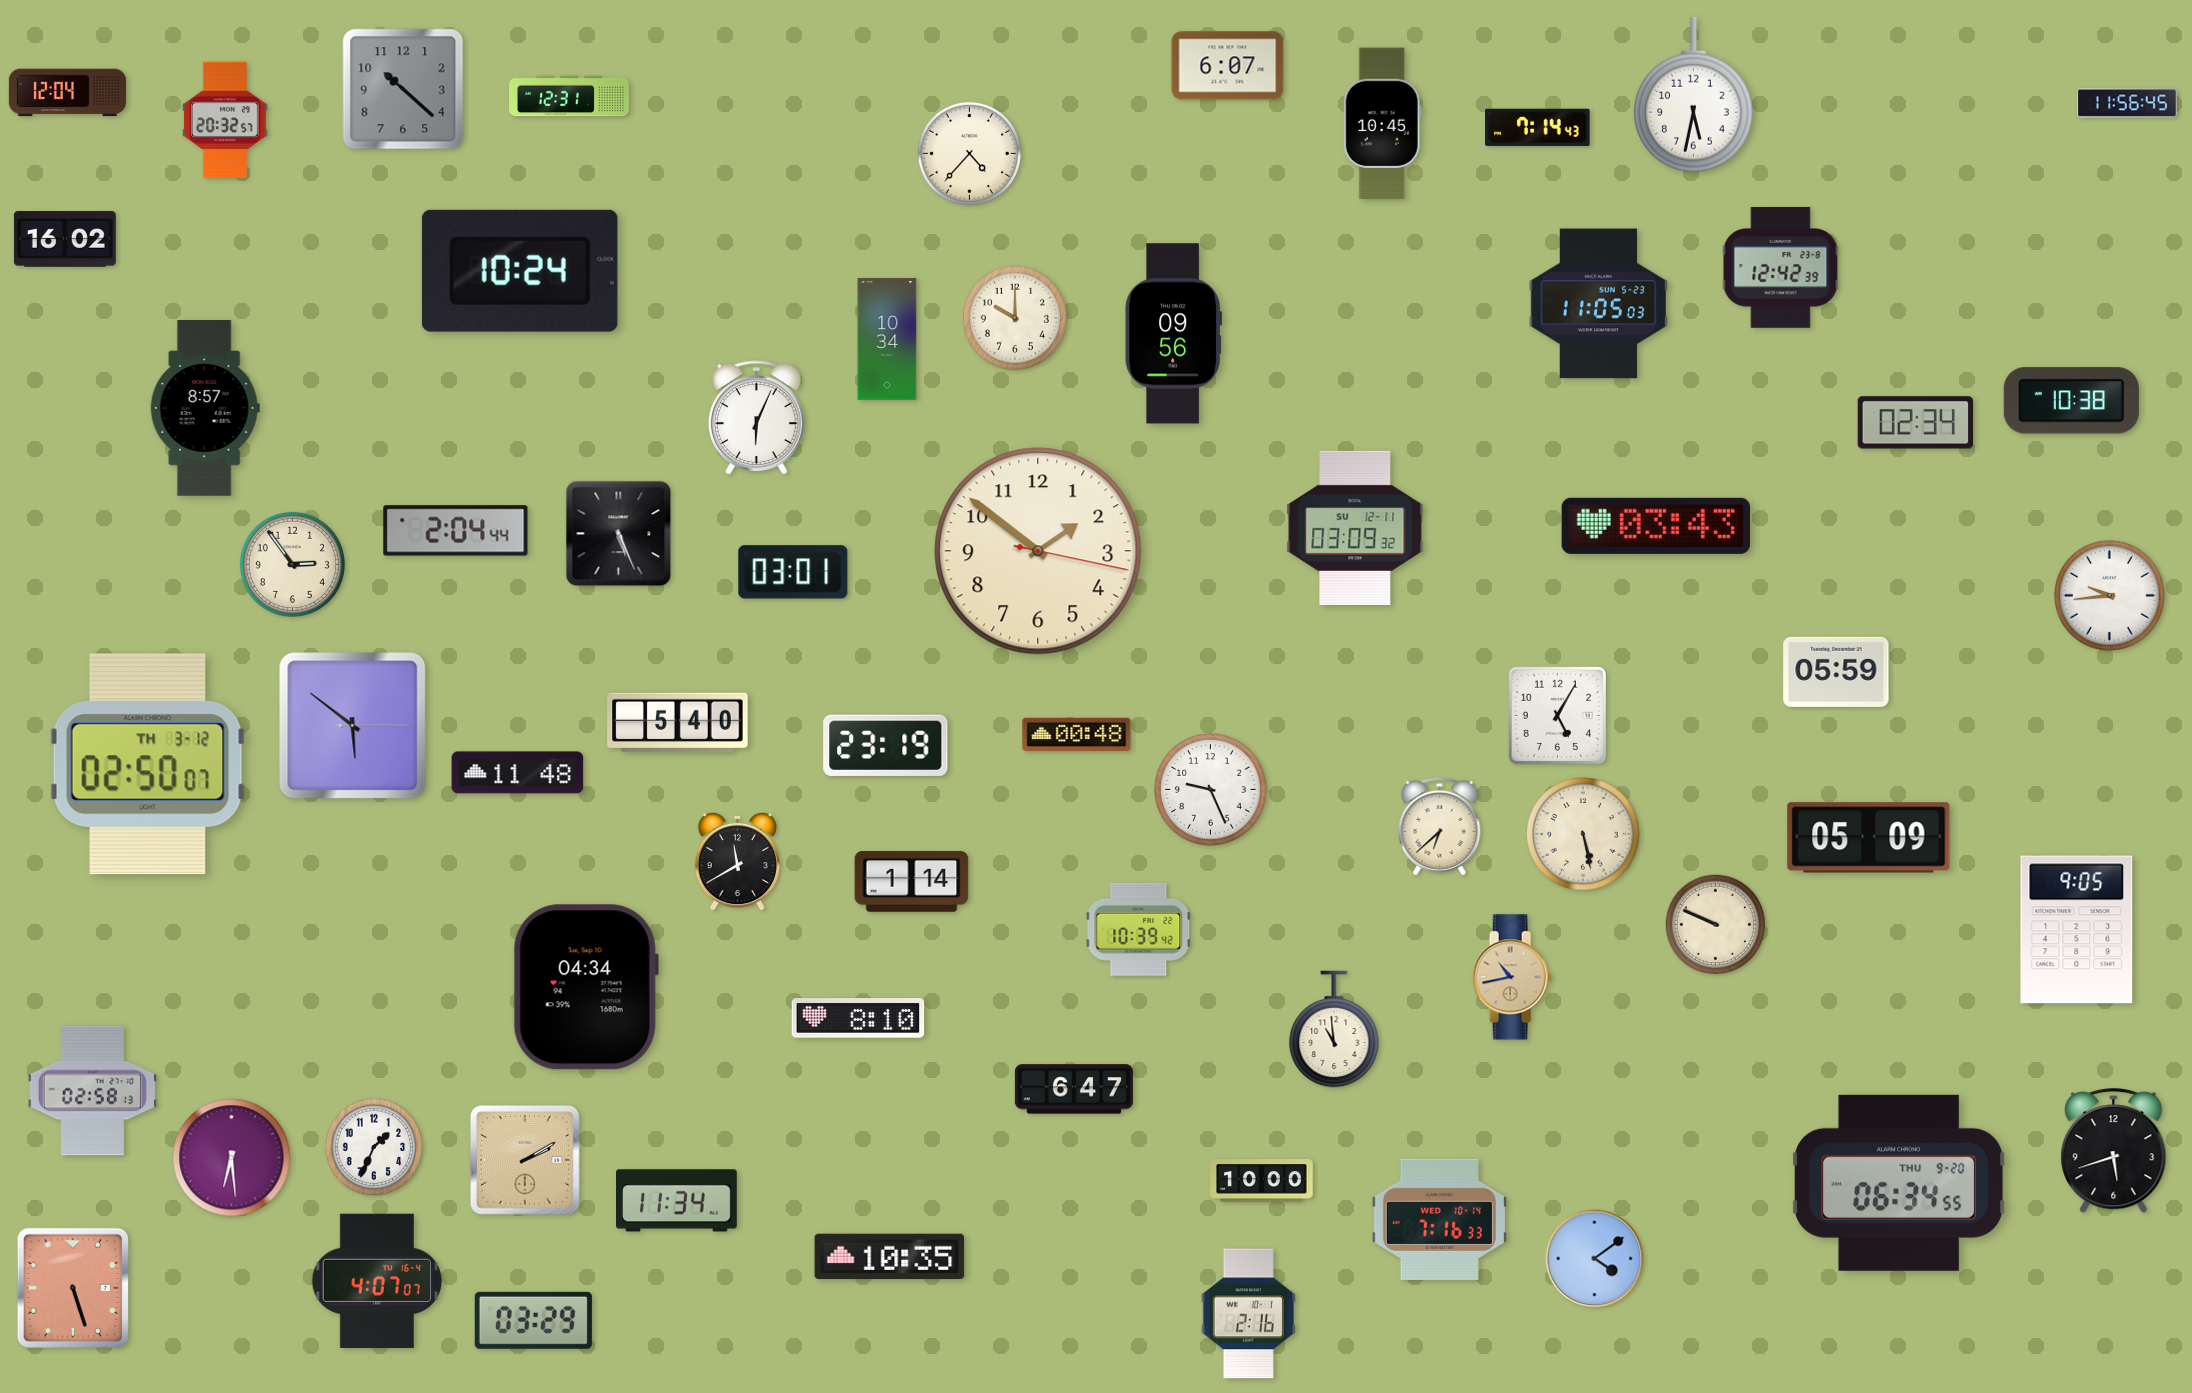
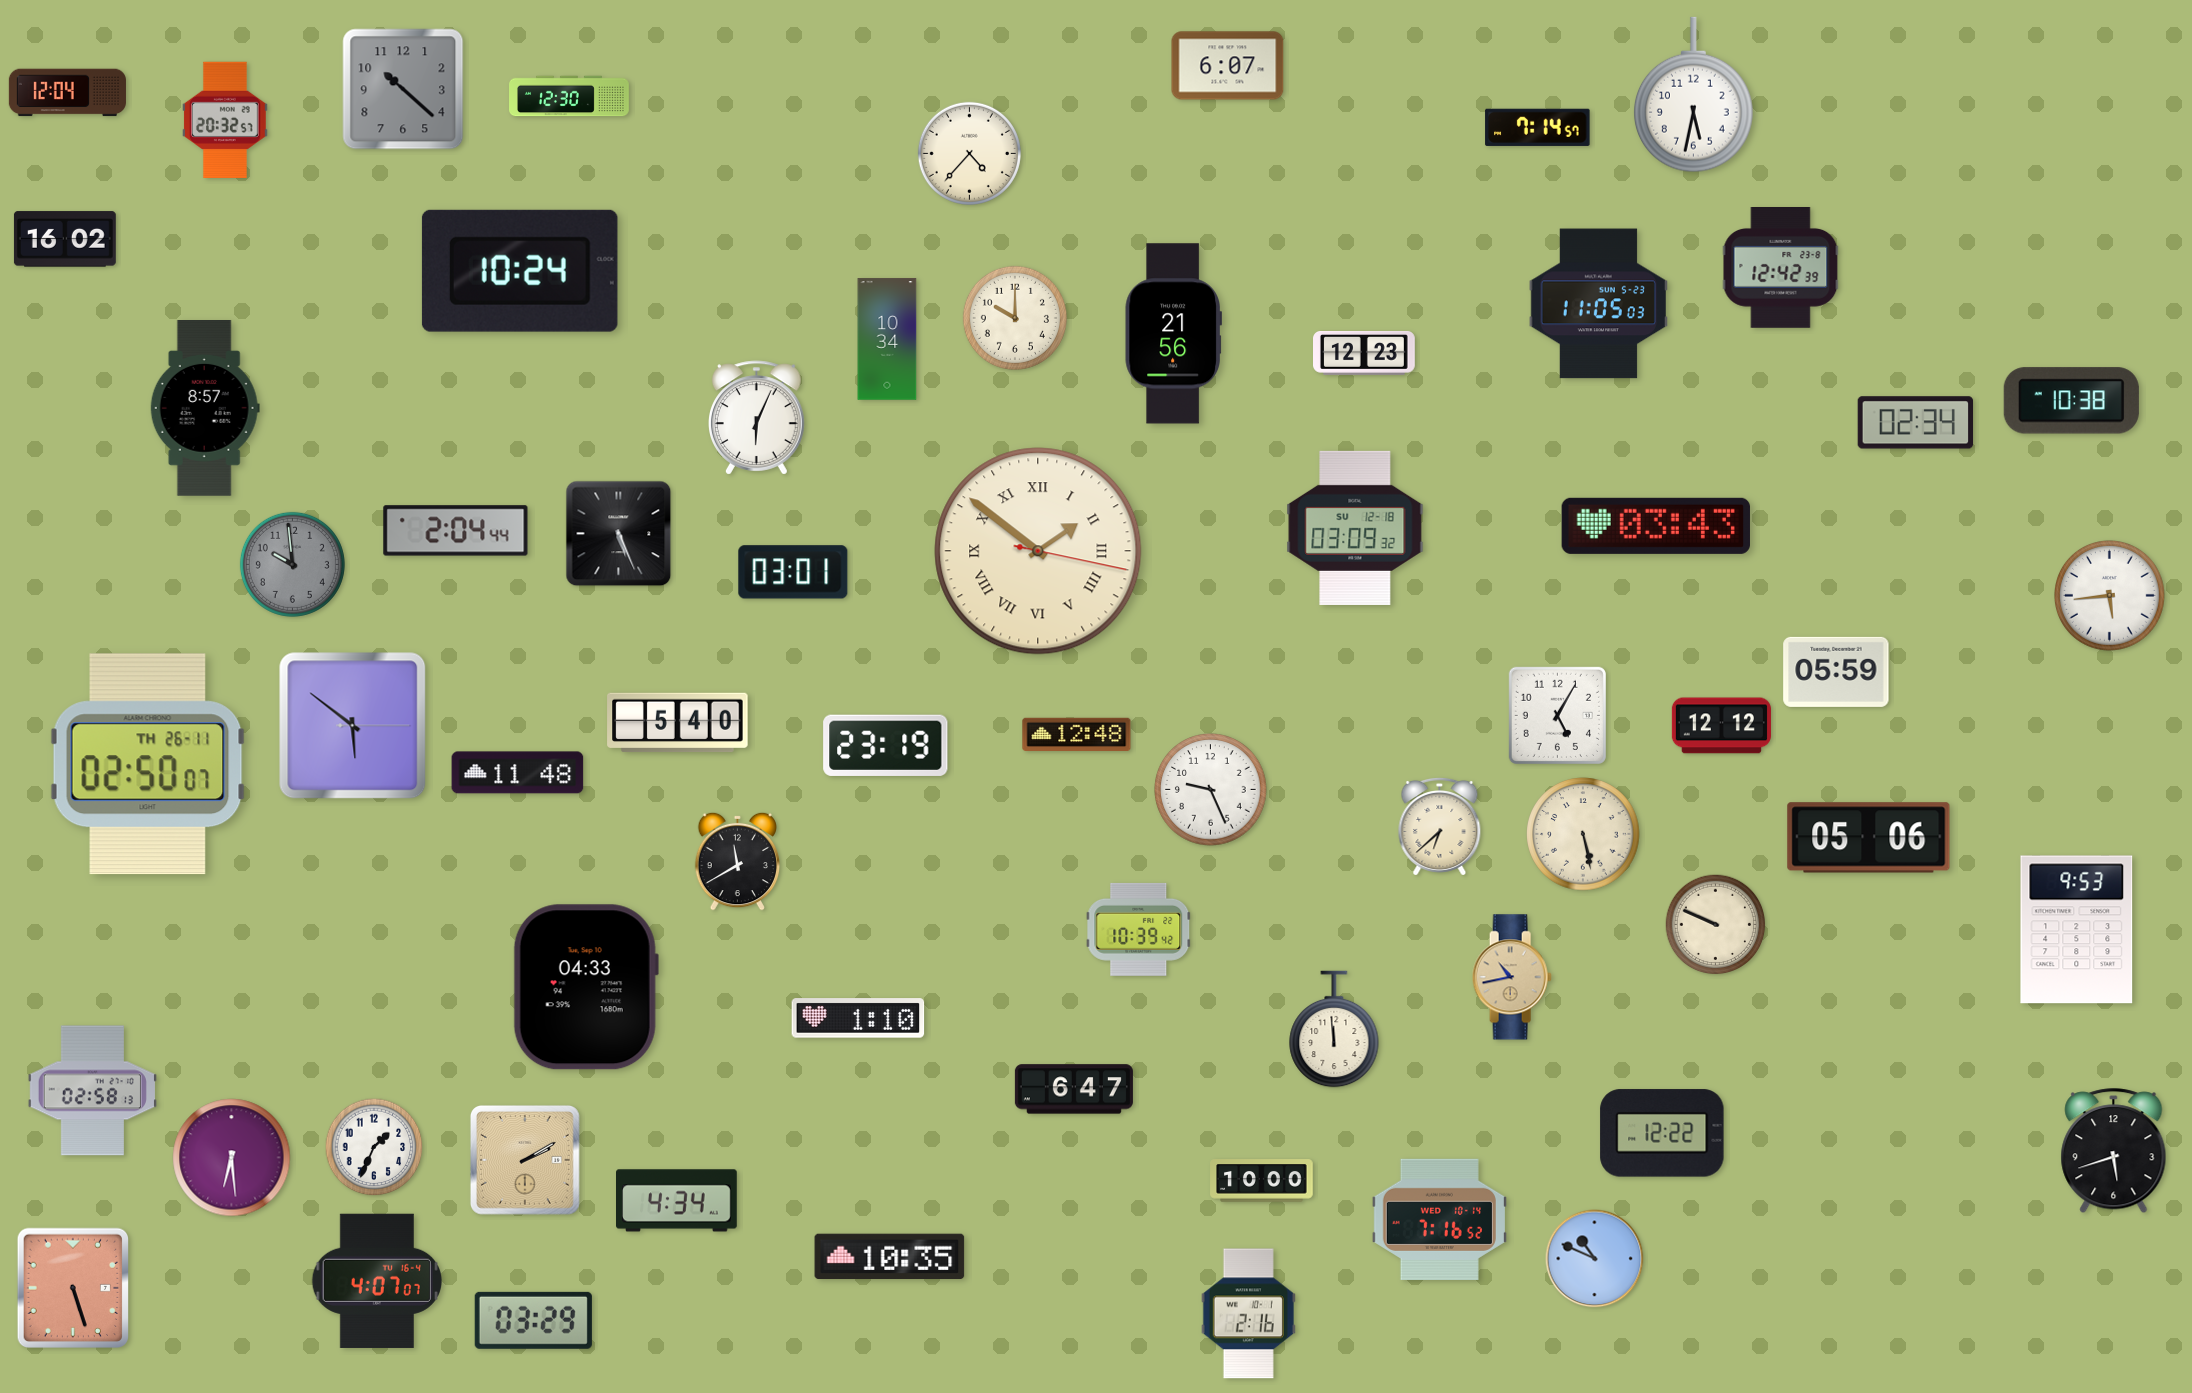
clock at (570, 96): 12:31 -> 12:30
clock at (2127, 103): 11:56 -> none
clock at (1382, 124): 10:45 -> none
clock at (1538, 127): 7:14:43 -> 7:14:57
clock at (1173, 334): 09:56 -> 21:56
clock at (1365, 353): none -> 12:23
clock at (1355, 528) date: SU 12-11 -> SU 12-18
clock at (1038, 551) numerals: Arabic -> Roman
clock at (292, 564): 2:54 -> 9:59
clock at (292, 564) dial: cream -> grey
clock at (2110, 596): 9:44 -> 5:44
clock at (1721, 726): none -> 12:12
clock at (1077, 734): 00:48 -> 12:48
clock at (148, 764) date: TH 3-12 -> TH 26-11
clock at (1869, 838): 05:09 -> 05:06
clock at (912, 882): 1:14 -> none
clock at (2077, 930): 9:05 -> 9:53
clock at (586, 987): 04:34 -> 04:33
clock at (858, 1018): 8:10 -> 1:10
clock at (1334, 1029): 10:59 -> 11:59
clock at (1662, 1133): none -> 12:22
clock at (1898, 1183): 06:34 -> none
clock at (677, 1201): 11:34 -> 4:34
clock at (1439, 1219): 7:16:33 -> 7:16:52
clock at (1595, 1259): 4:09 -> 10:49
